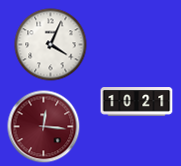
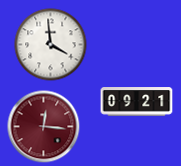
clock at (51, 45): 4:04 -> 3:59
clock at (137, 102): 10:21 -> 09:21
